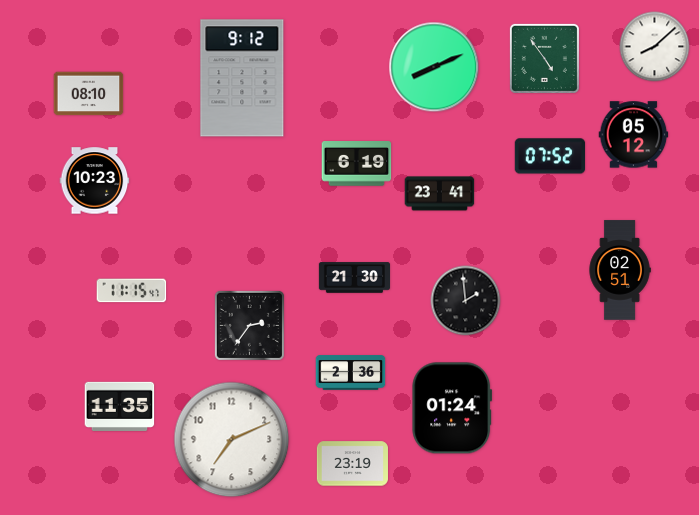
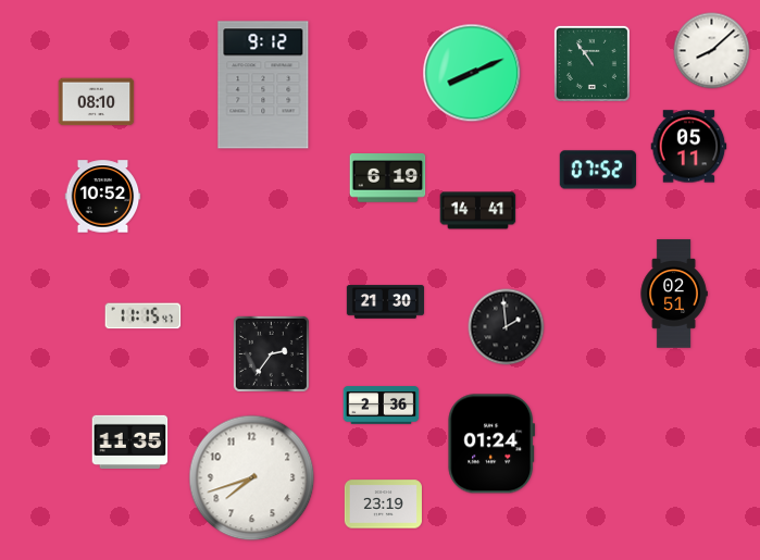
clock at (544, 58): 4:54 -> 10:54
clock at (634, 135): 05:12 -> 05:11
clock at (95, 181): 10:23 -> 10:52
clock at (440, 194): 23:41 -> 14:41
clock at (232, 440): 7:11 -> 7:42
